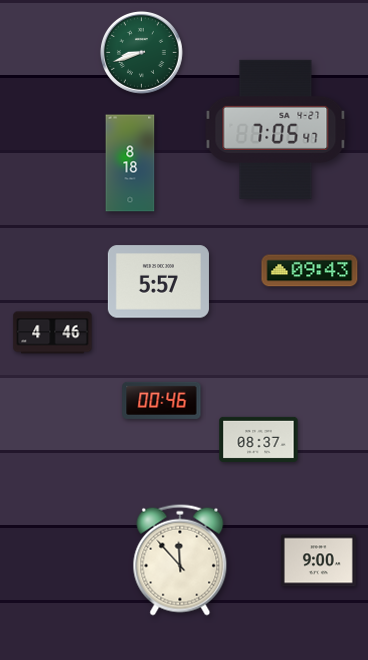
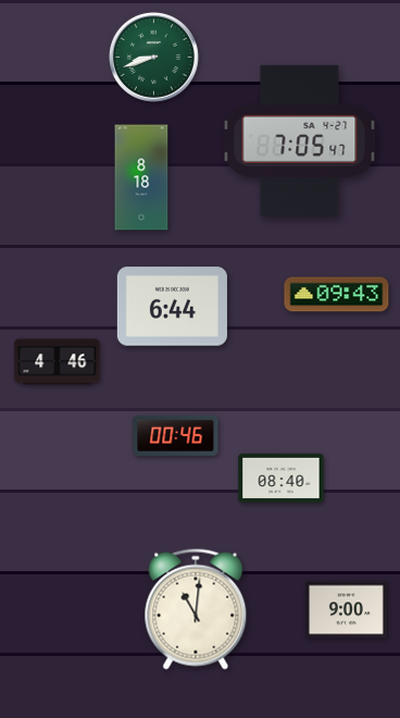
clock at (158, 282): 5:57 -> 6:44
clock at (259, 439): 08:37 -> 08:40
clock at (180, 560): 11:53 -> 11:01
